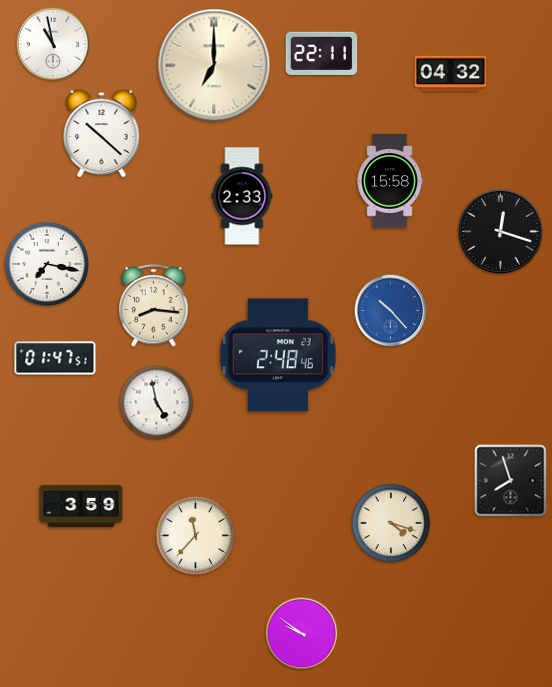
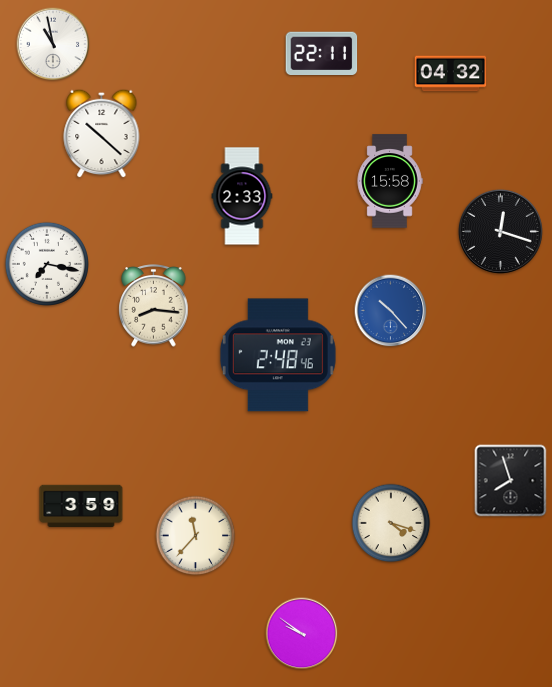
clock at (214, 65): 7:00 -> none
clock at (55, 358): 01:47 -> none
clock at (157, 403): 4:58 -> none
